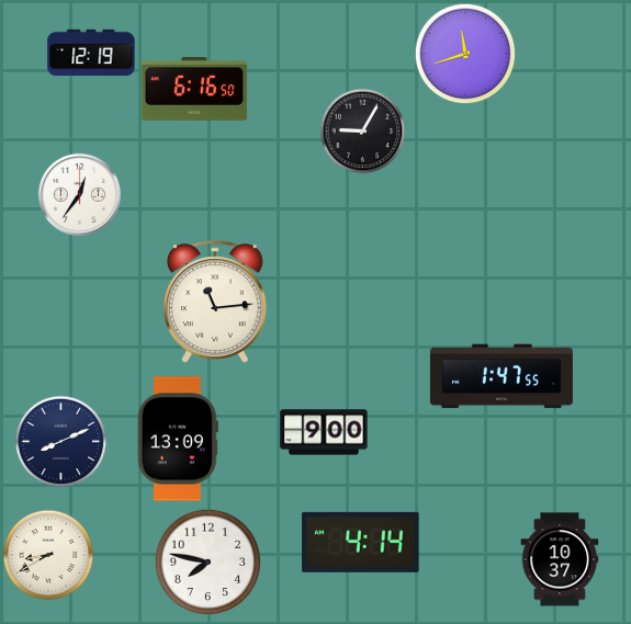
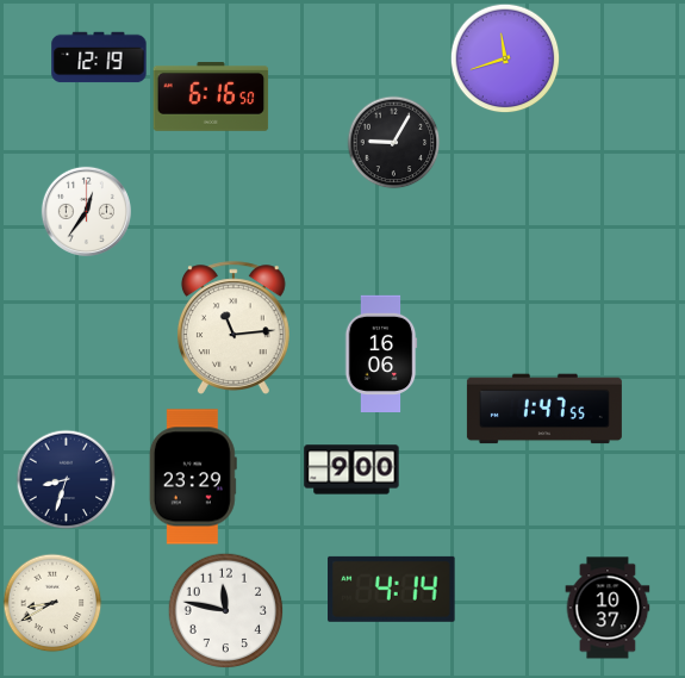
clock at (381, 353): none -> 16:06
clock at (178, 439): 13:09 -> 23:29
clock at (61, 442): 8:11 -> 8:33
clock at (209, 563): 7:47 -> 11:47
